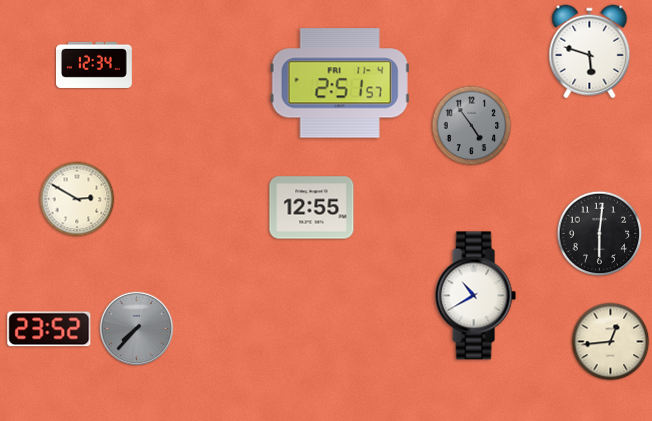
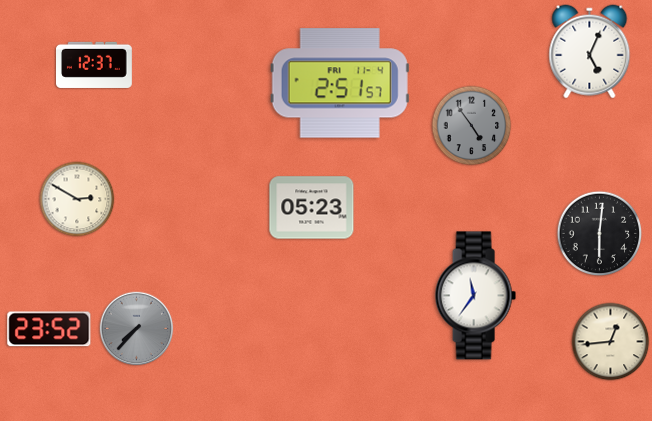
clock at (590, 52): 5:48 -> 5:04
clock at (95, 65): 12:34 -> 12:37
clock at (312, 208): 12:55 -> 05:23
clock at (475, 296): 10:40 -> 11:36
